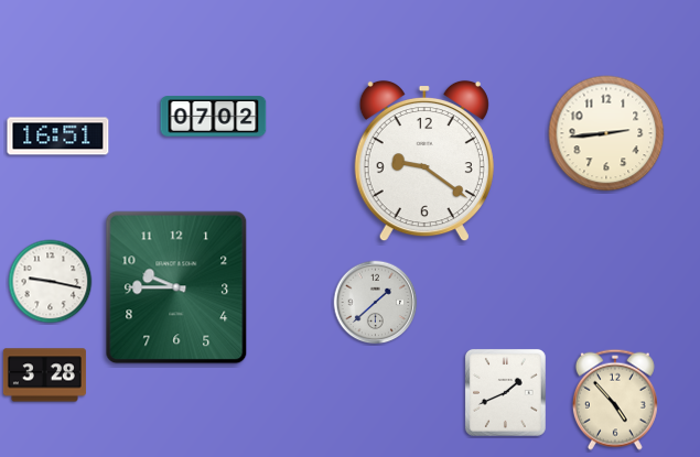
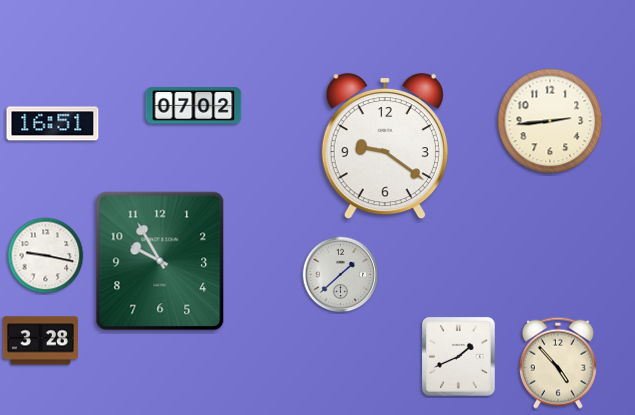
clock at (176, 287): 9:45 -> 9:55
